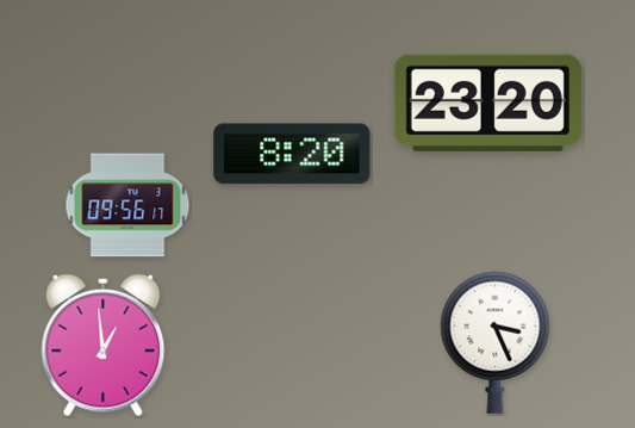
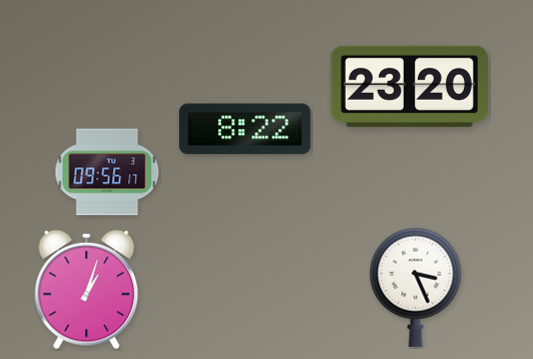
clock at (292, 154): 8:20 -> 8:22
clock at (104, 346): 12:59 -> 1:03
